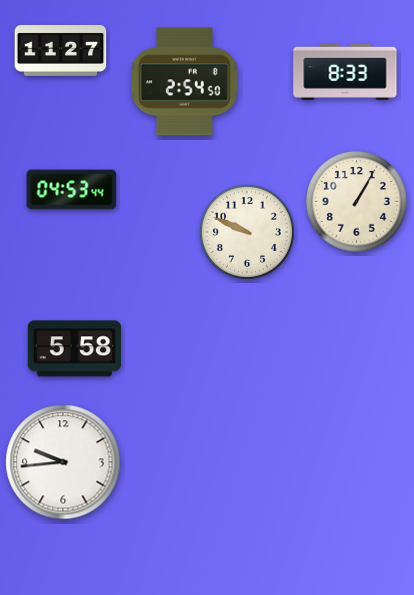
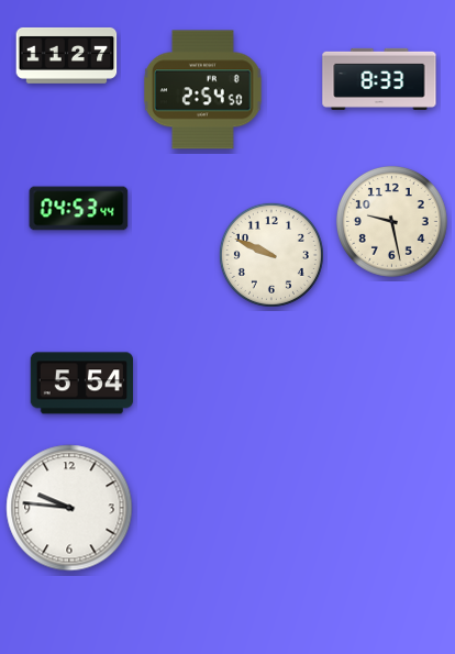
clock at (356, 201): 1:05 -> 9:28
clock at (74, 349): 5:58 -> 5:54
clock at (63, 462): 9:44 -> 9:46
